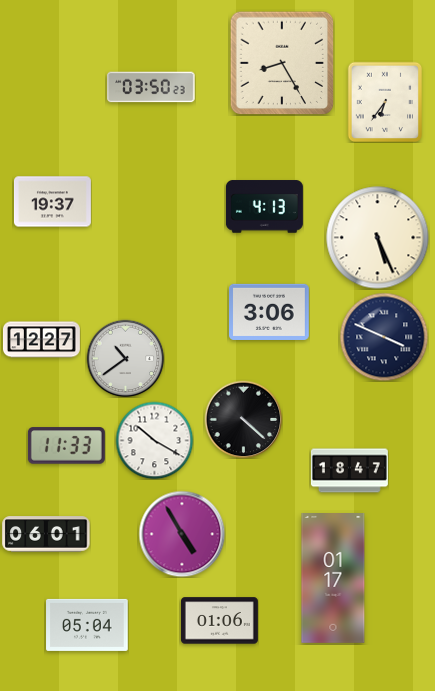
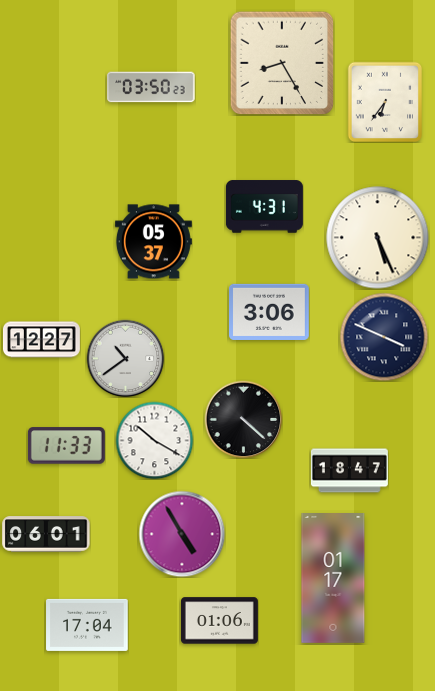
clock at (52, 202): 19:37 -> none
clock at (264, 207): 4:13 -> 4:31
clock at (153, 242): none -> 05:37
clock at (87, 625): 05:04 -> 17:04
